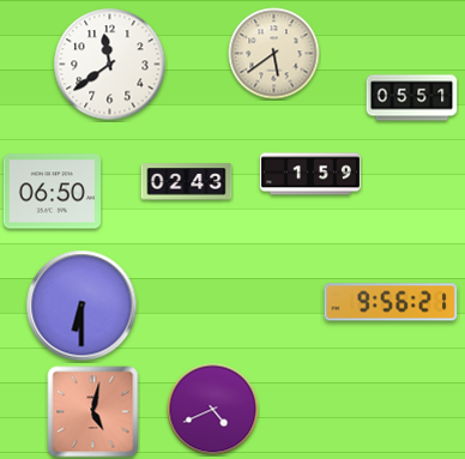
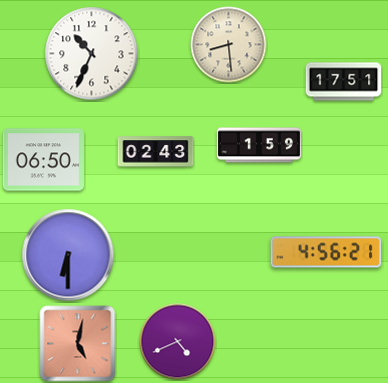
clock at (274, 54): 5:39 -> 8:29
clock at (110, 65): 11:39 -> 10:34
clock at (412, 98): 05:51 -> 17:51
clock at (391, 302): 9:56 -> 4:56
